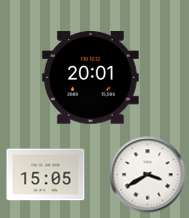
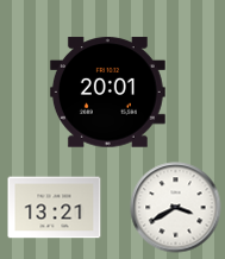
clock at (46, 175): 15:05 -> 13:21
